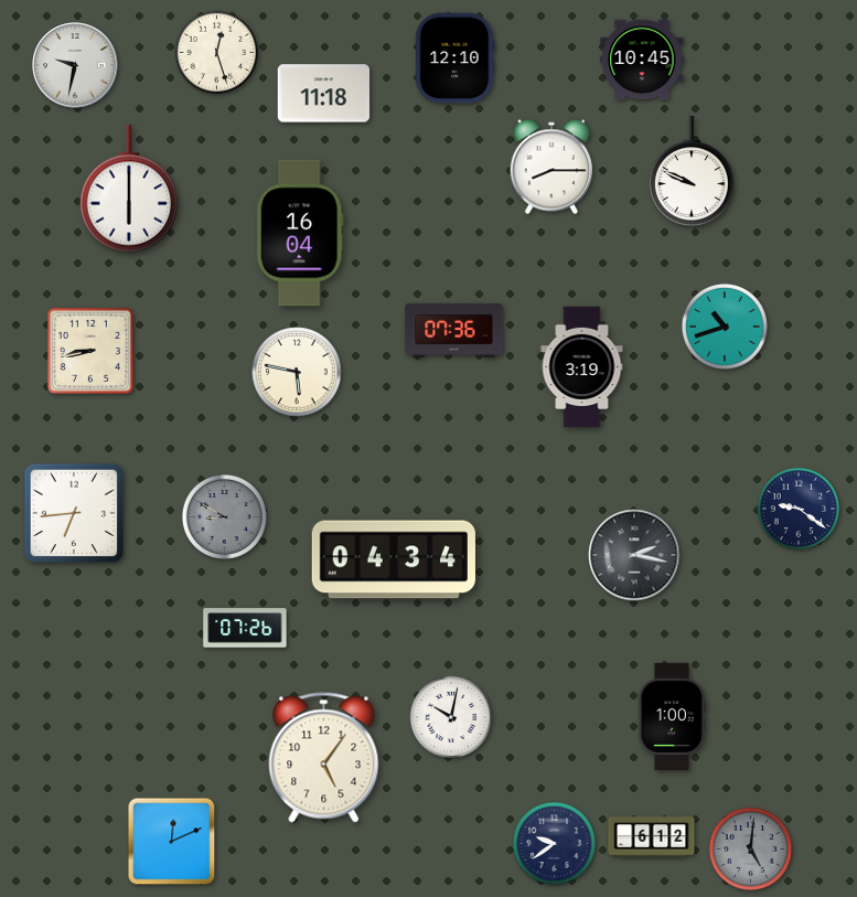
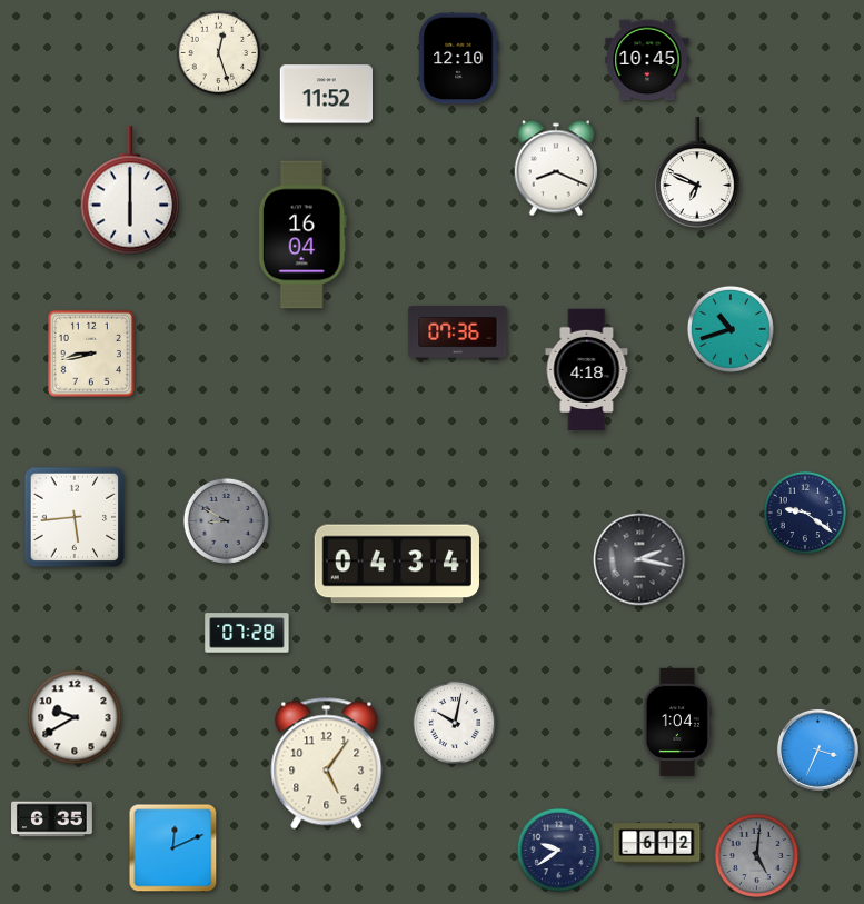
clock at (75, 65): 9:32 -> none
clock at (323, 94): 11:18 -> 11:52
clock at (551, 167): 8:15 -> 8:19
clock at (692, 171): 9:49 -> 6:49
clock at (582, 367): 3:19 -> 4:18
clock at (297, 372): 5:47 -> none
clock at (74, 513): 6:44 -> 5:44
clock at (245, 628): 07:26 -> 07:28
clock at (75, 717): none -> 9:40
clock at (672, 716): 1:00 -> 1:04
clock at (817, 749): none -> 3:34
clock at (52, 819): none -> 6:35
